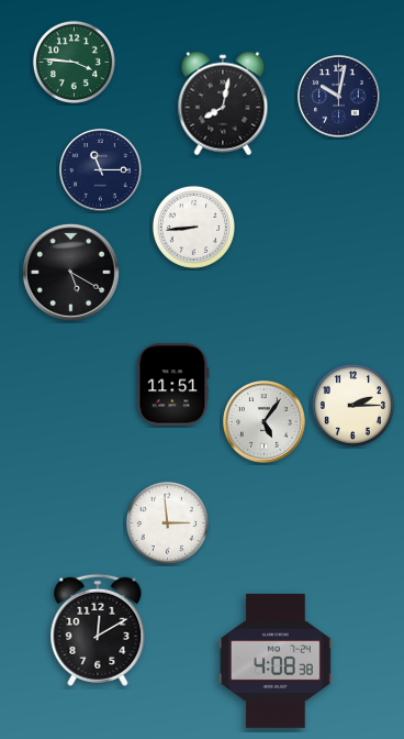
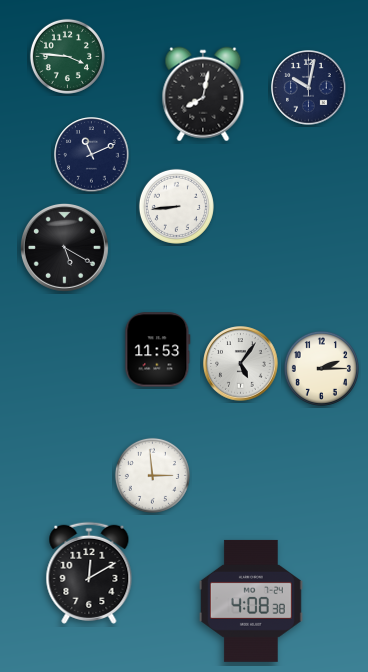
clock at (101, 170): 11:15 -> 11:11
clock at (173, 385): 11:51 -> 11:53
clock at (265, 422) position: (265, 422) -> (241, 364)
